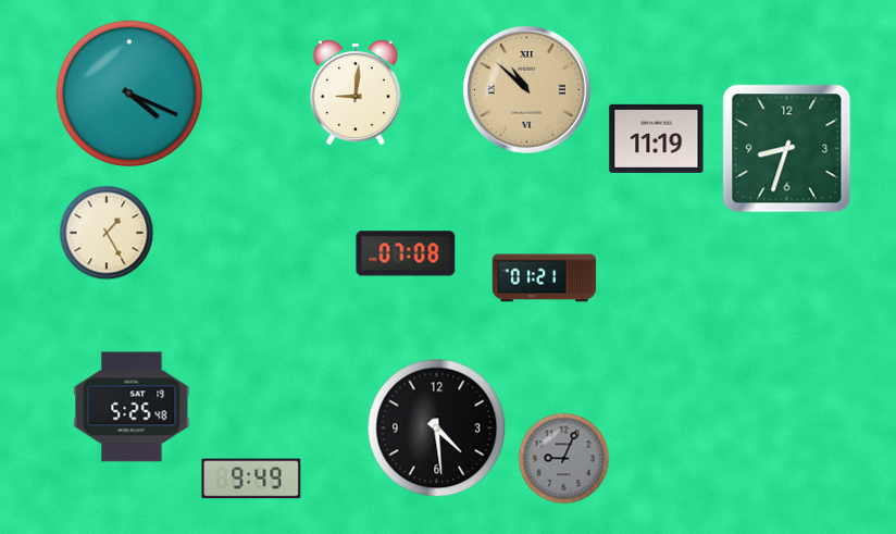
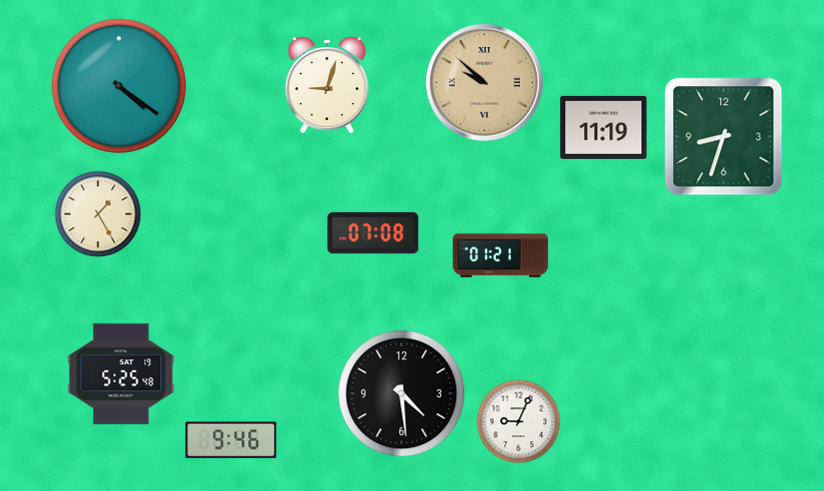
clock at (526, 89): 10:52 -> 9:52
clock at (356, 92): 9:01 -> 9:03
clock at (129, 94): 4:19 -> 4:21
clock at (564, 459) dial: grey -> white
clock at (251, 479): 9:49 -> 9:46
